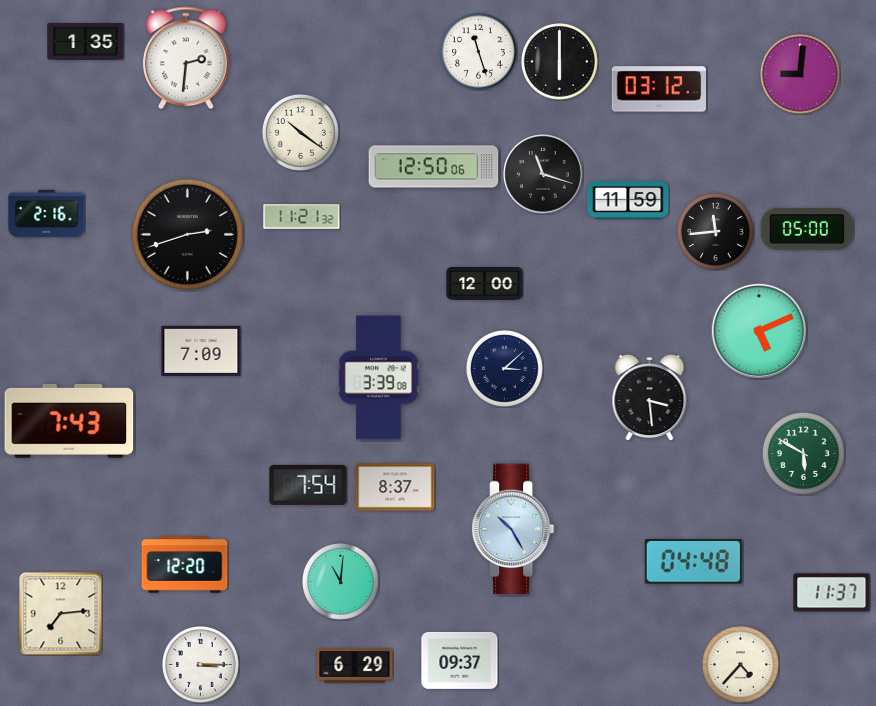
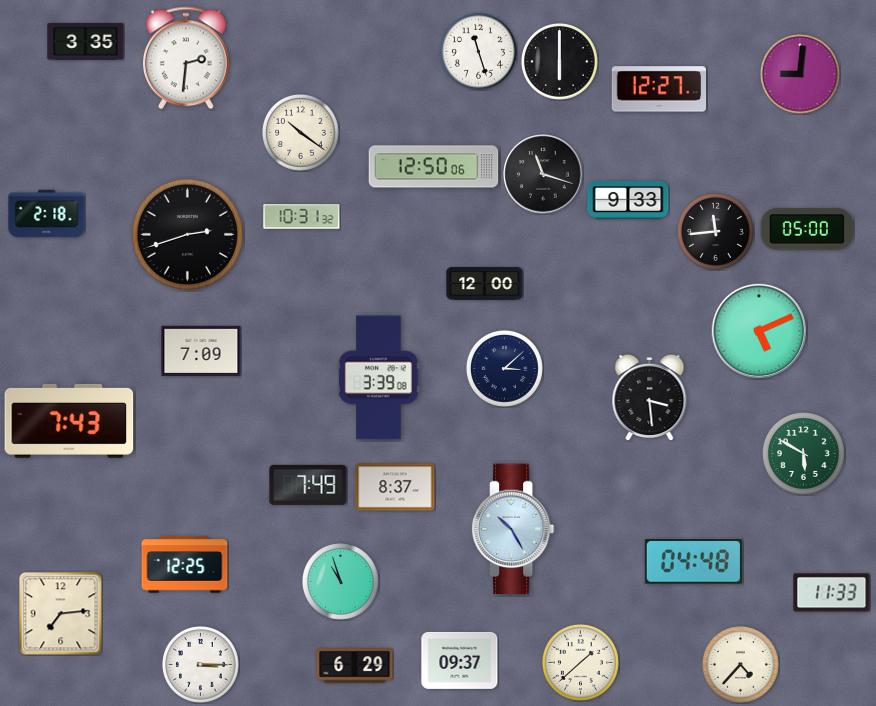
clock at (86, 41): 1:35 -> 3:35
clock at (658, 89): 03:12 -> 12:27
clock at (628, 200): 11:59 -> 9:33
clock at (47, 214): 2:16 -> 2:18
clock at (302, 217): 11:21 -> 10:31
clock at (308, 485): 7:54 -> 7:49
clock at (185, 565): 12:20 -> 12:25
clock at (340, 581): 11:01 -> 10:57
clock at (832, 593): 11:37 -> 11:33
clock at (580, 662): none -> 1:38
